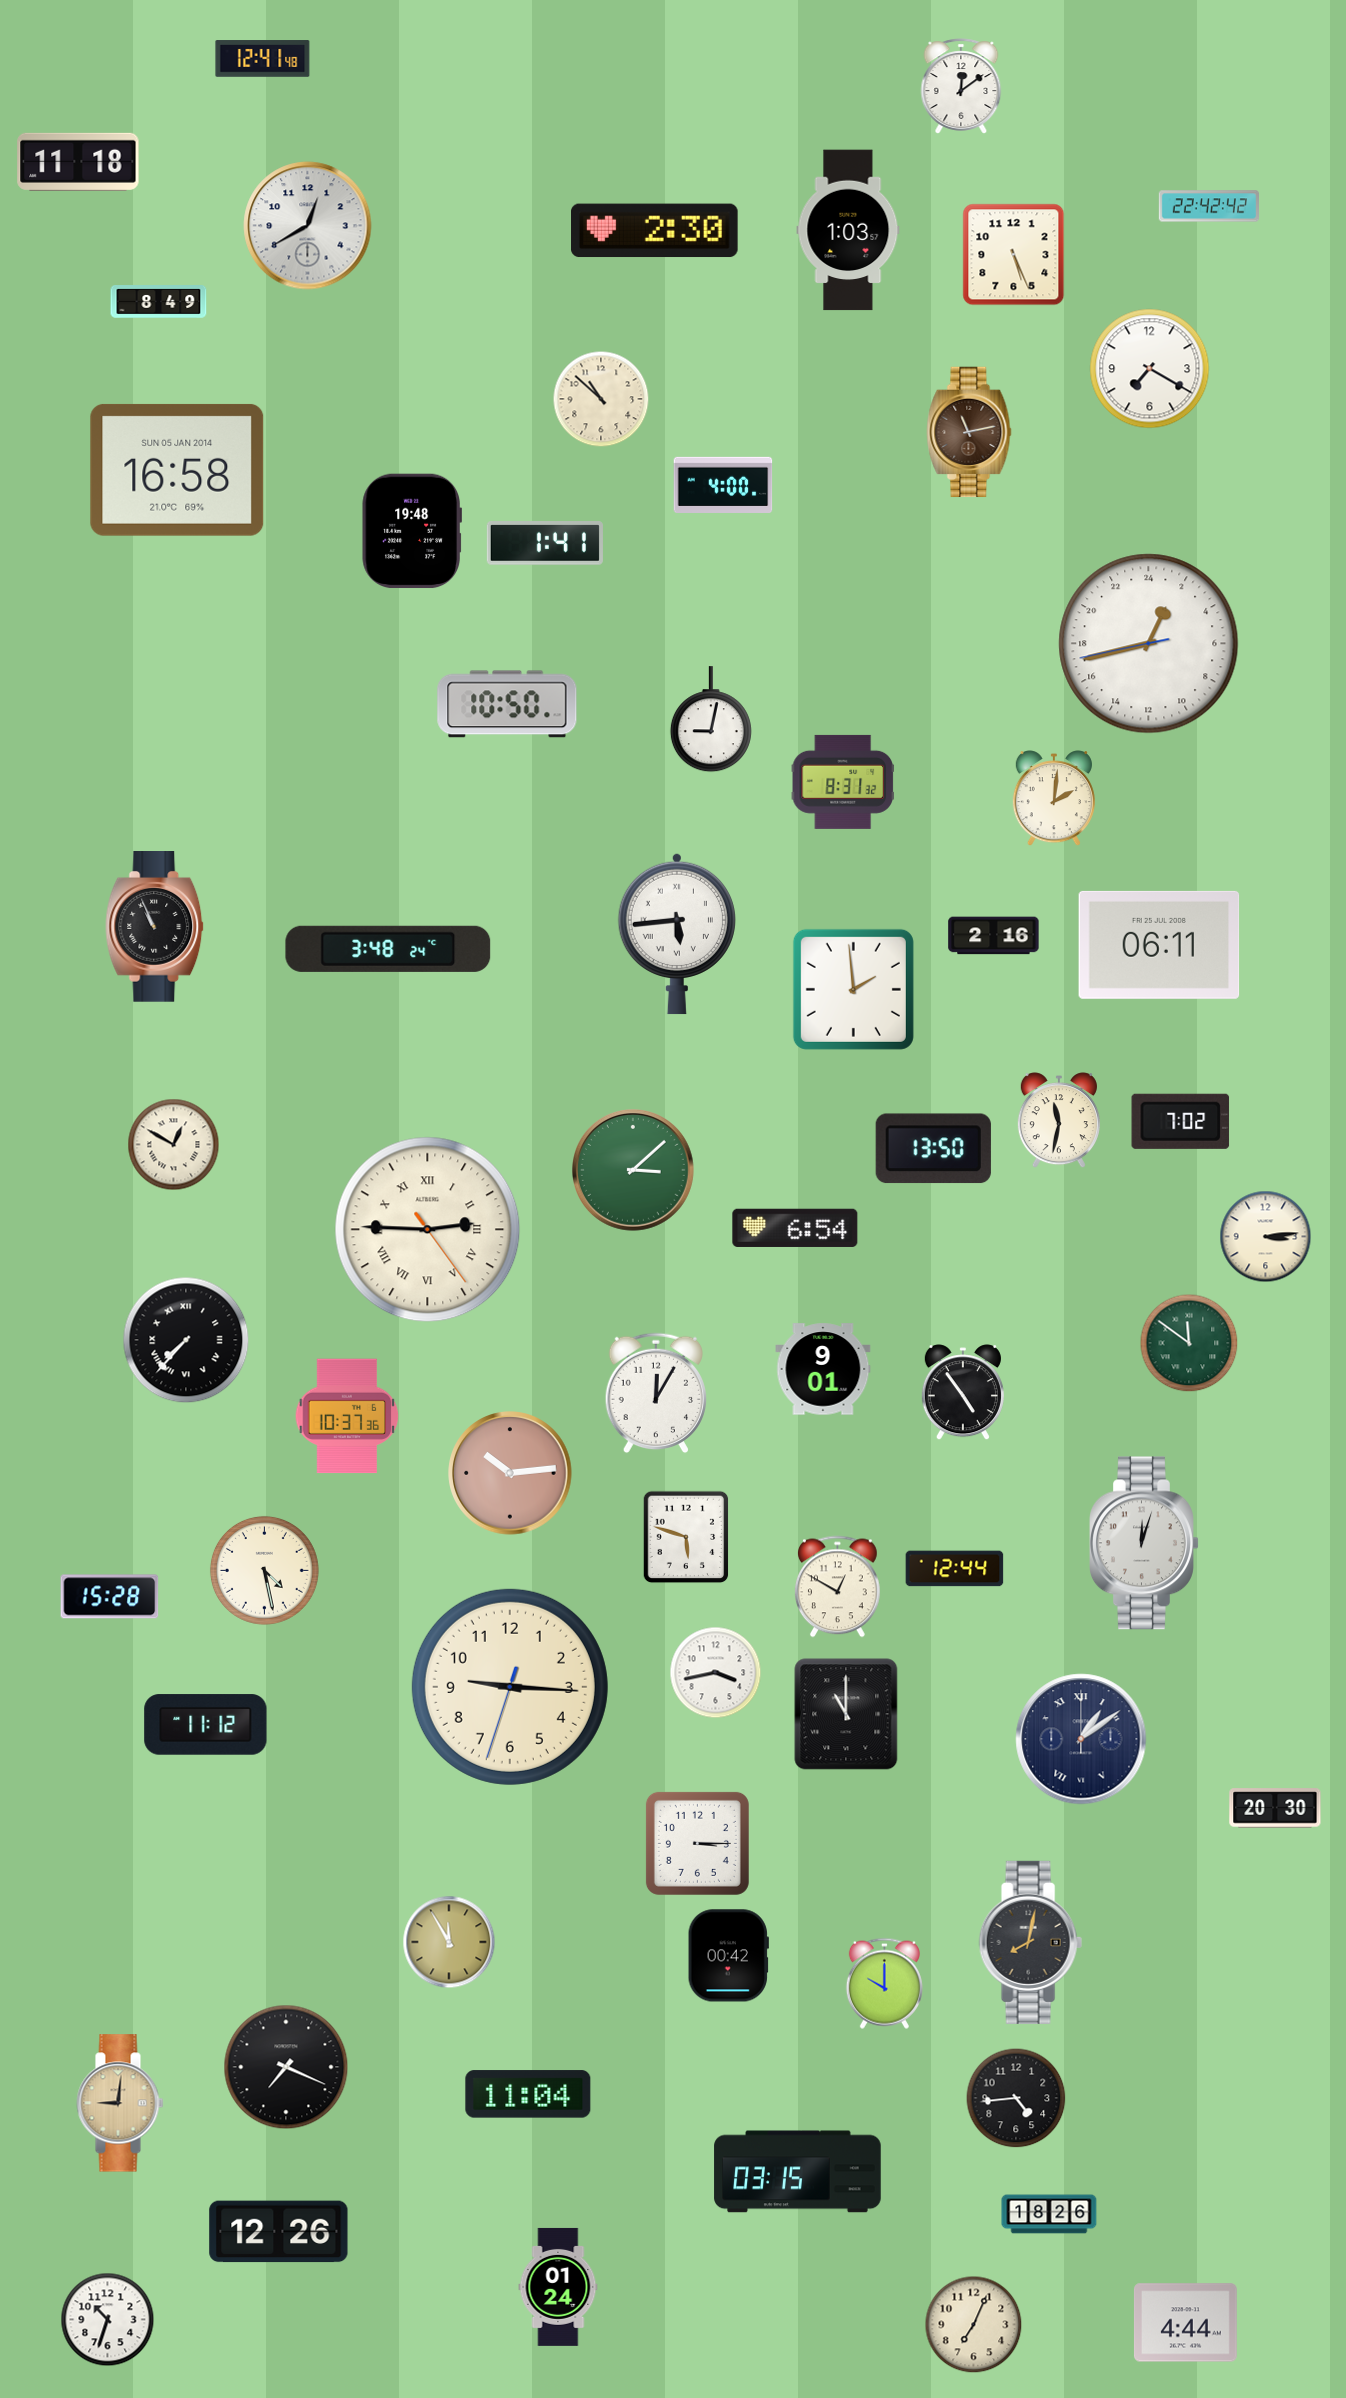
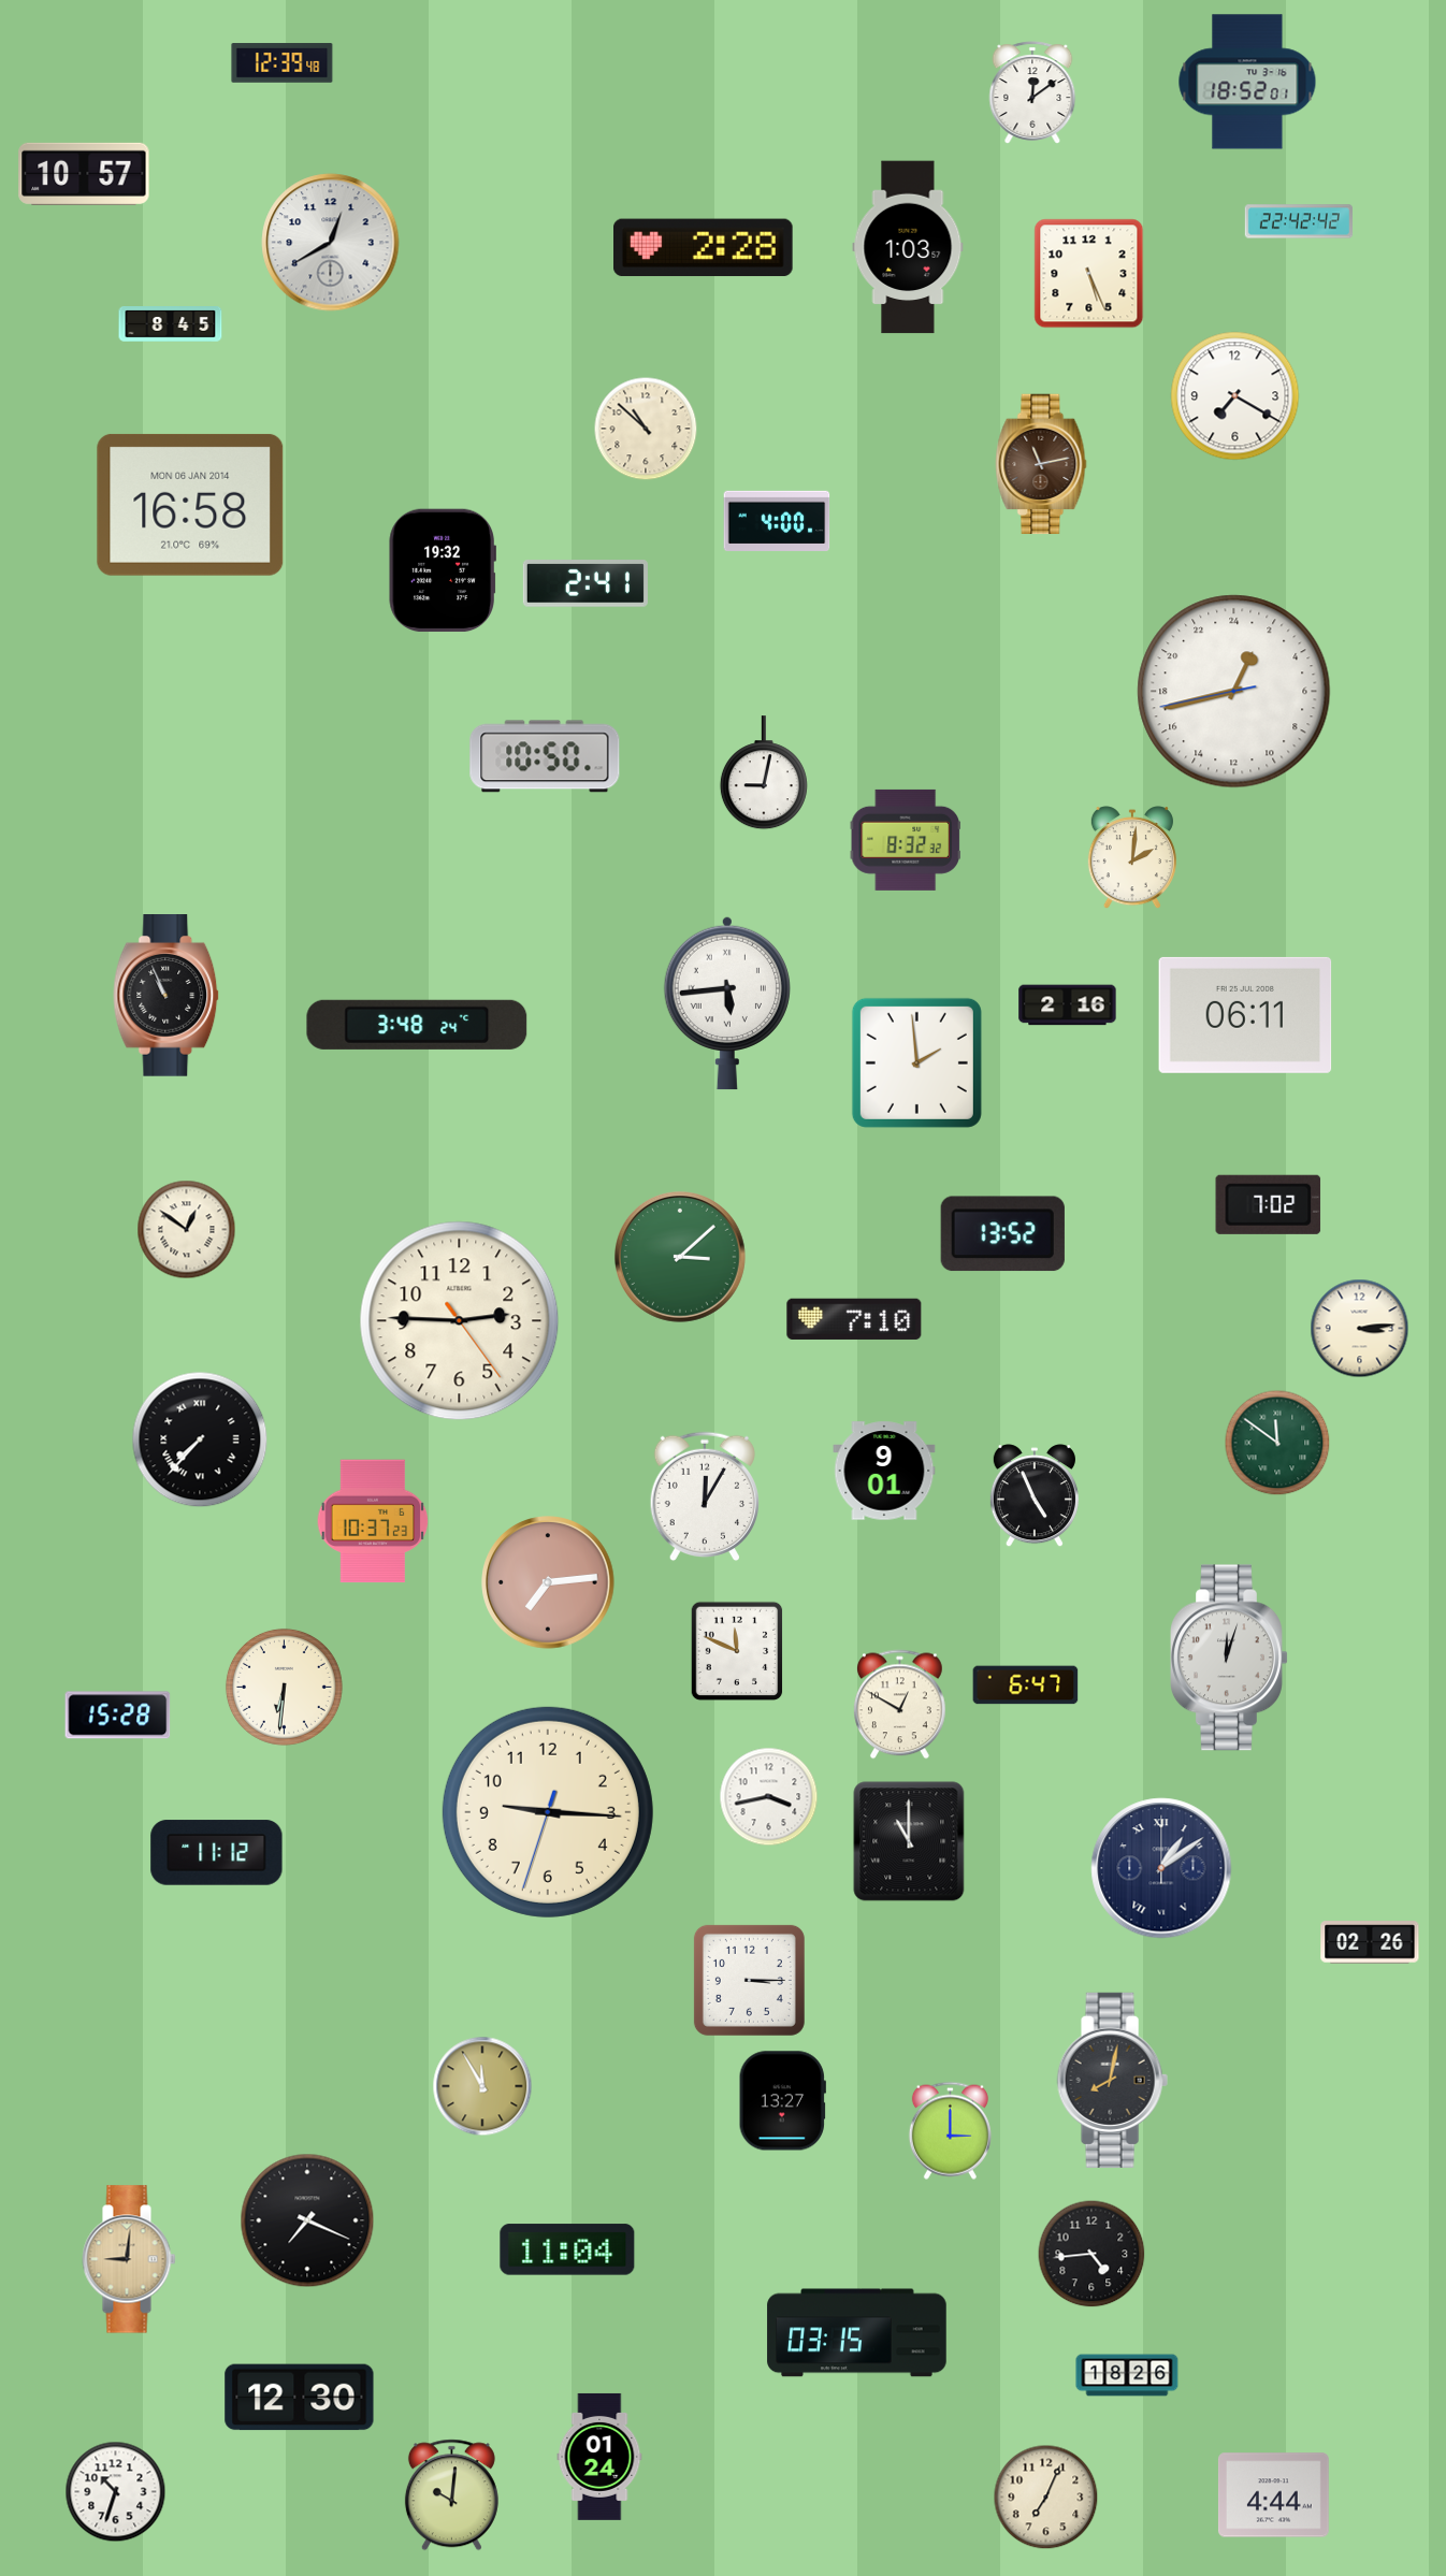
clock at (263, 59): 12:41 -> 12:39
clock at (1247, 82): none -> 18:52
clock at (78, 162): 11:18 -> 10:57
clock at (848, 230) position: (848, 230) -> (908, 247)
clock at (655, 231): 2:30 -> 2:28
clock at (159, 302): 8:49 -> 8:45
clock at (177, 470) date: SUN 05 JAN 2014 -> MON 06 JAN 2014
clock at (412, 531): 19:48 -> 19:32
clock at (545, 544): 1:41 -> 2:41
clock at (842, 782): 8:31 -> 8:32
clock at (388, 949) position: (388, 949) -> (417, 1025)
clock at (1059, 1121): 11:32 -> none
clock at (174, 1145): 12:50 -> 12:51
clock at (933, 1149): 13:50 -> 13:52
clock at (795, 1228): 6:54 -> 7:10
clock at (428, 1230) numerals: Roman -> Arabic
clock at (963, 1393): 4:54 -> 4:56
clock at (347, 1416): 10:37:36 -> 10:37:23
clock at (510, 1473): 10:14 -> 7:14
clock at (686, 1537): 5:48 -> 11:49
clock at (955, 1569): 12:44 -> 6:47
clock at (264, 1570): 4:28 -> 6:31
clock at (206, 1725) position: (206, 1725) -> (217, 1853)
clock at (1275, 1808): 20:30 -> 02:26
clock at (1030, 1942) position: (1030, 1942) -> (1112, 2080)
clock at (728, 1956): 00:42 -> 13:27
clock at (884, 1983): 10:00 -> 3:00
clock at (1049, 2214) position: (1049, 2214) -> (1127, 2375)
clock at (279, 2232): 12:26 -> 12:30
clock at (451, 2495): none -> 10:01
